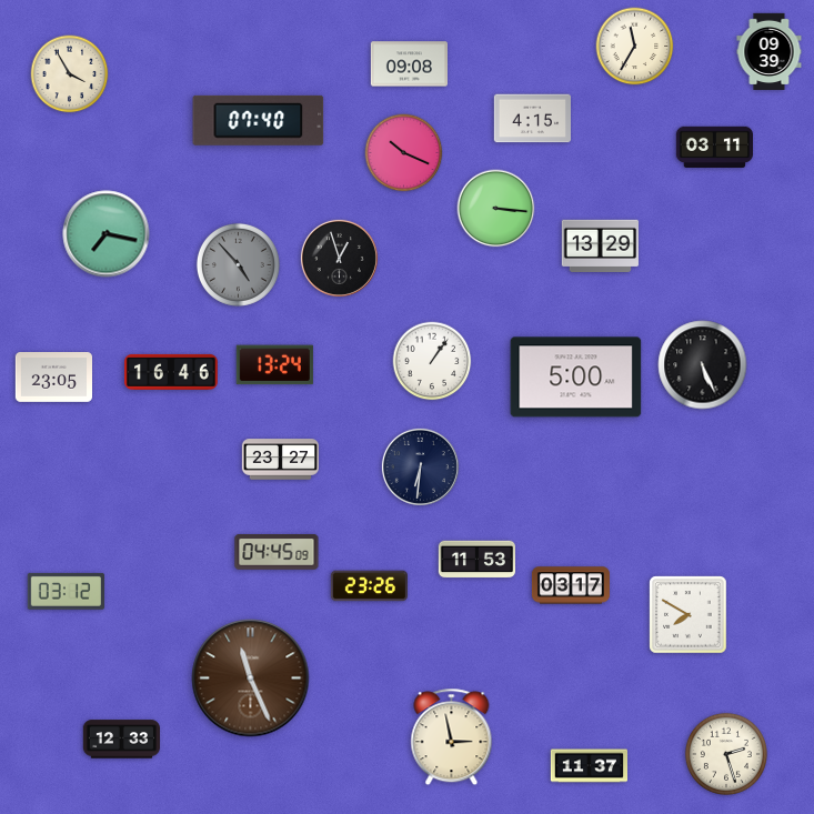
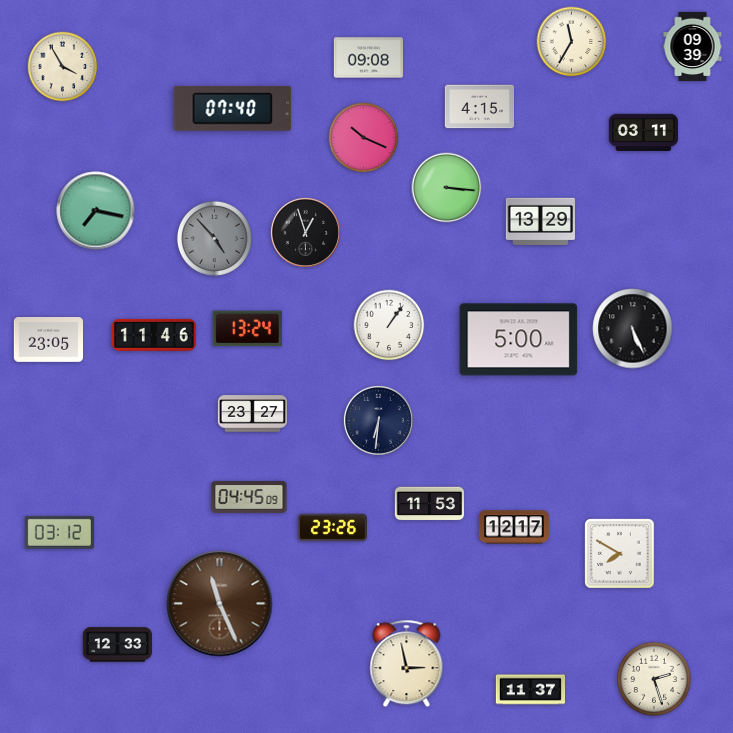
clock at (172, 372): 16:46 -> 11:46
clock at (571, 585): 03:17 -> 12:17
clock at (251, 679) position: (251, 679) -> (220, 604)
clock at (121, 740) position: (121, 740) -> (117, 645)
